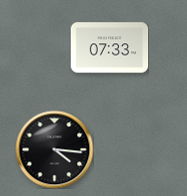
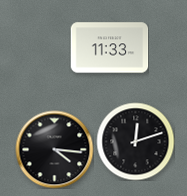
clock at (109, 48): 07:33 -> 11:33
clock at (135, 141): none -> 12:12
